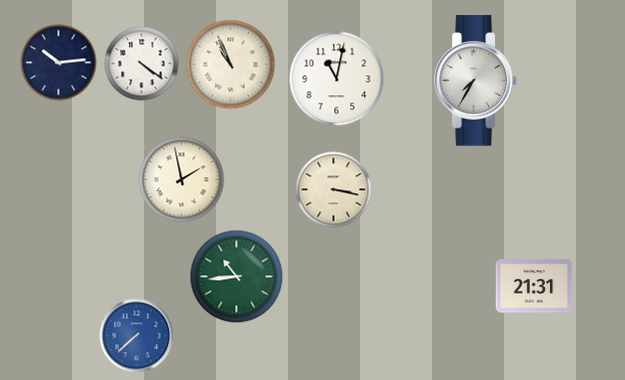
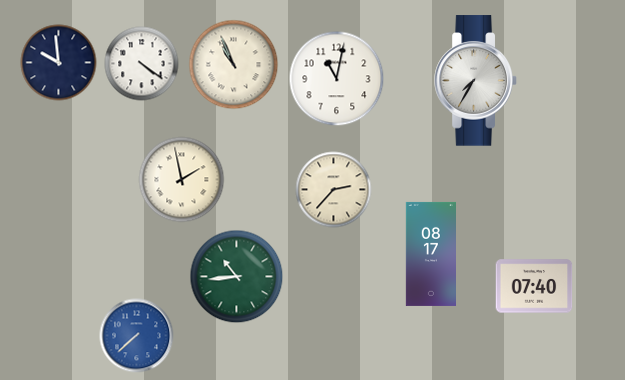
clock at (59, 63): 10:14 -> 9:59
clock at (231, 65) position: (231, 65) -> (234, 65)
clock at (334, 190): 3:17 -> 2:37
clock at (430, 254): none -> 08:17
clock at (534, 286): 21:31 -> 07:40
